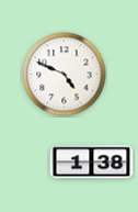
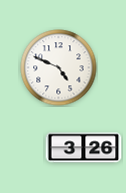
clock at (92, 163): 1:38 -> 3:26
